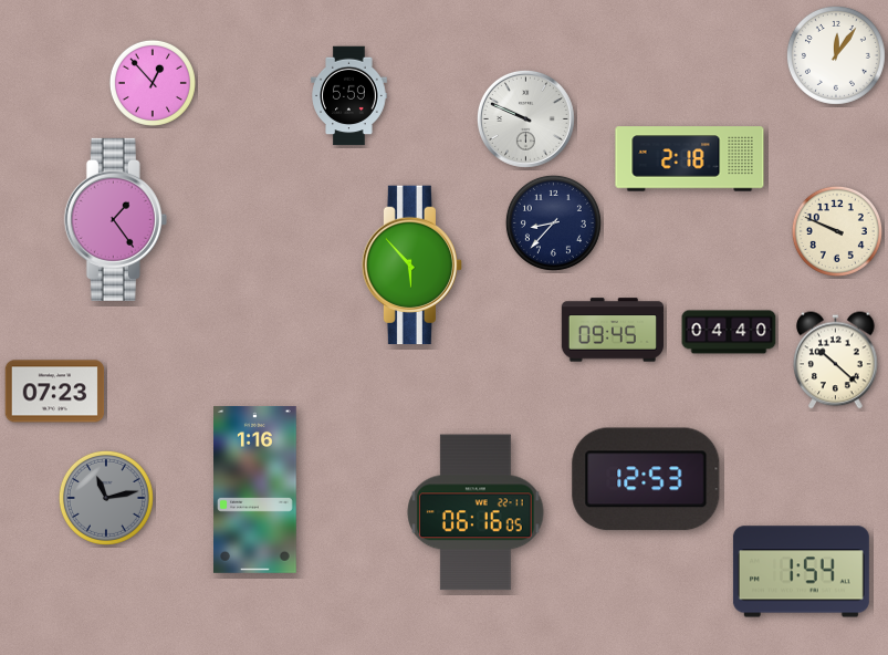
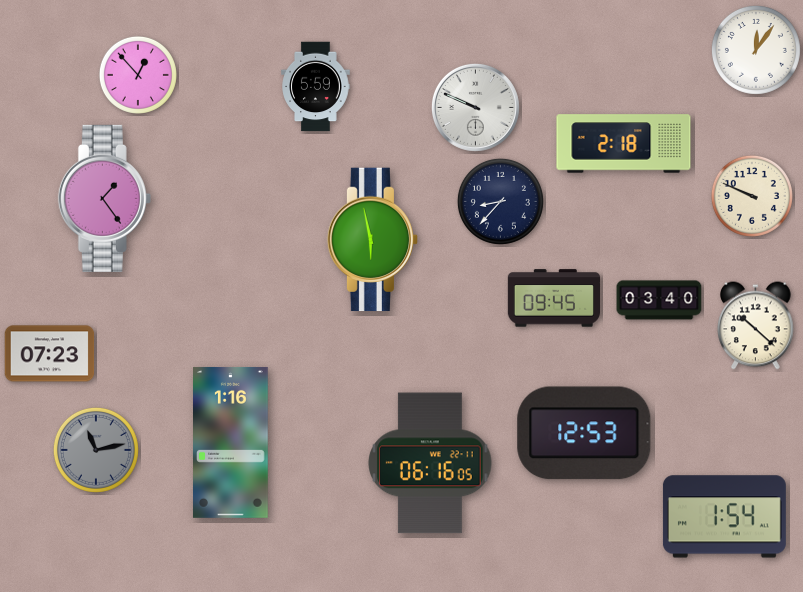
clock at (837, 231) position: (837, 231) -> (752, 196)
clock at (411, 266): 5:53 -> 5:58
clock at (729, 332): 04:40 -> 03:40
